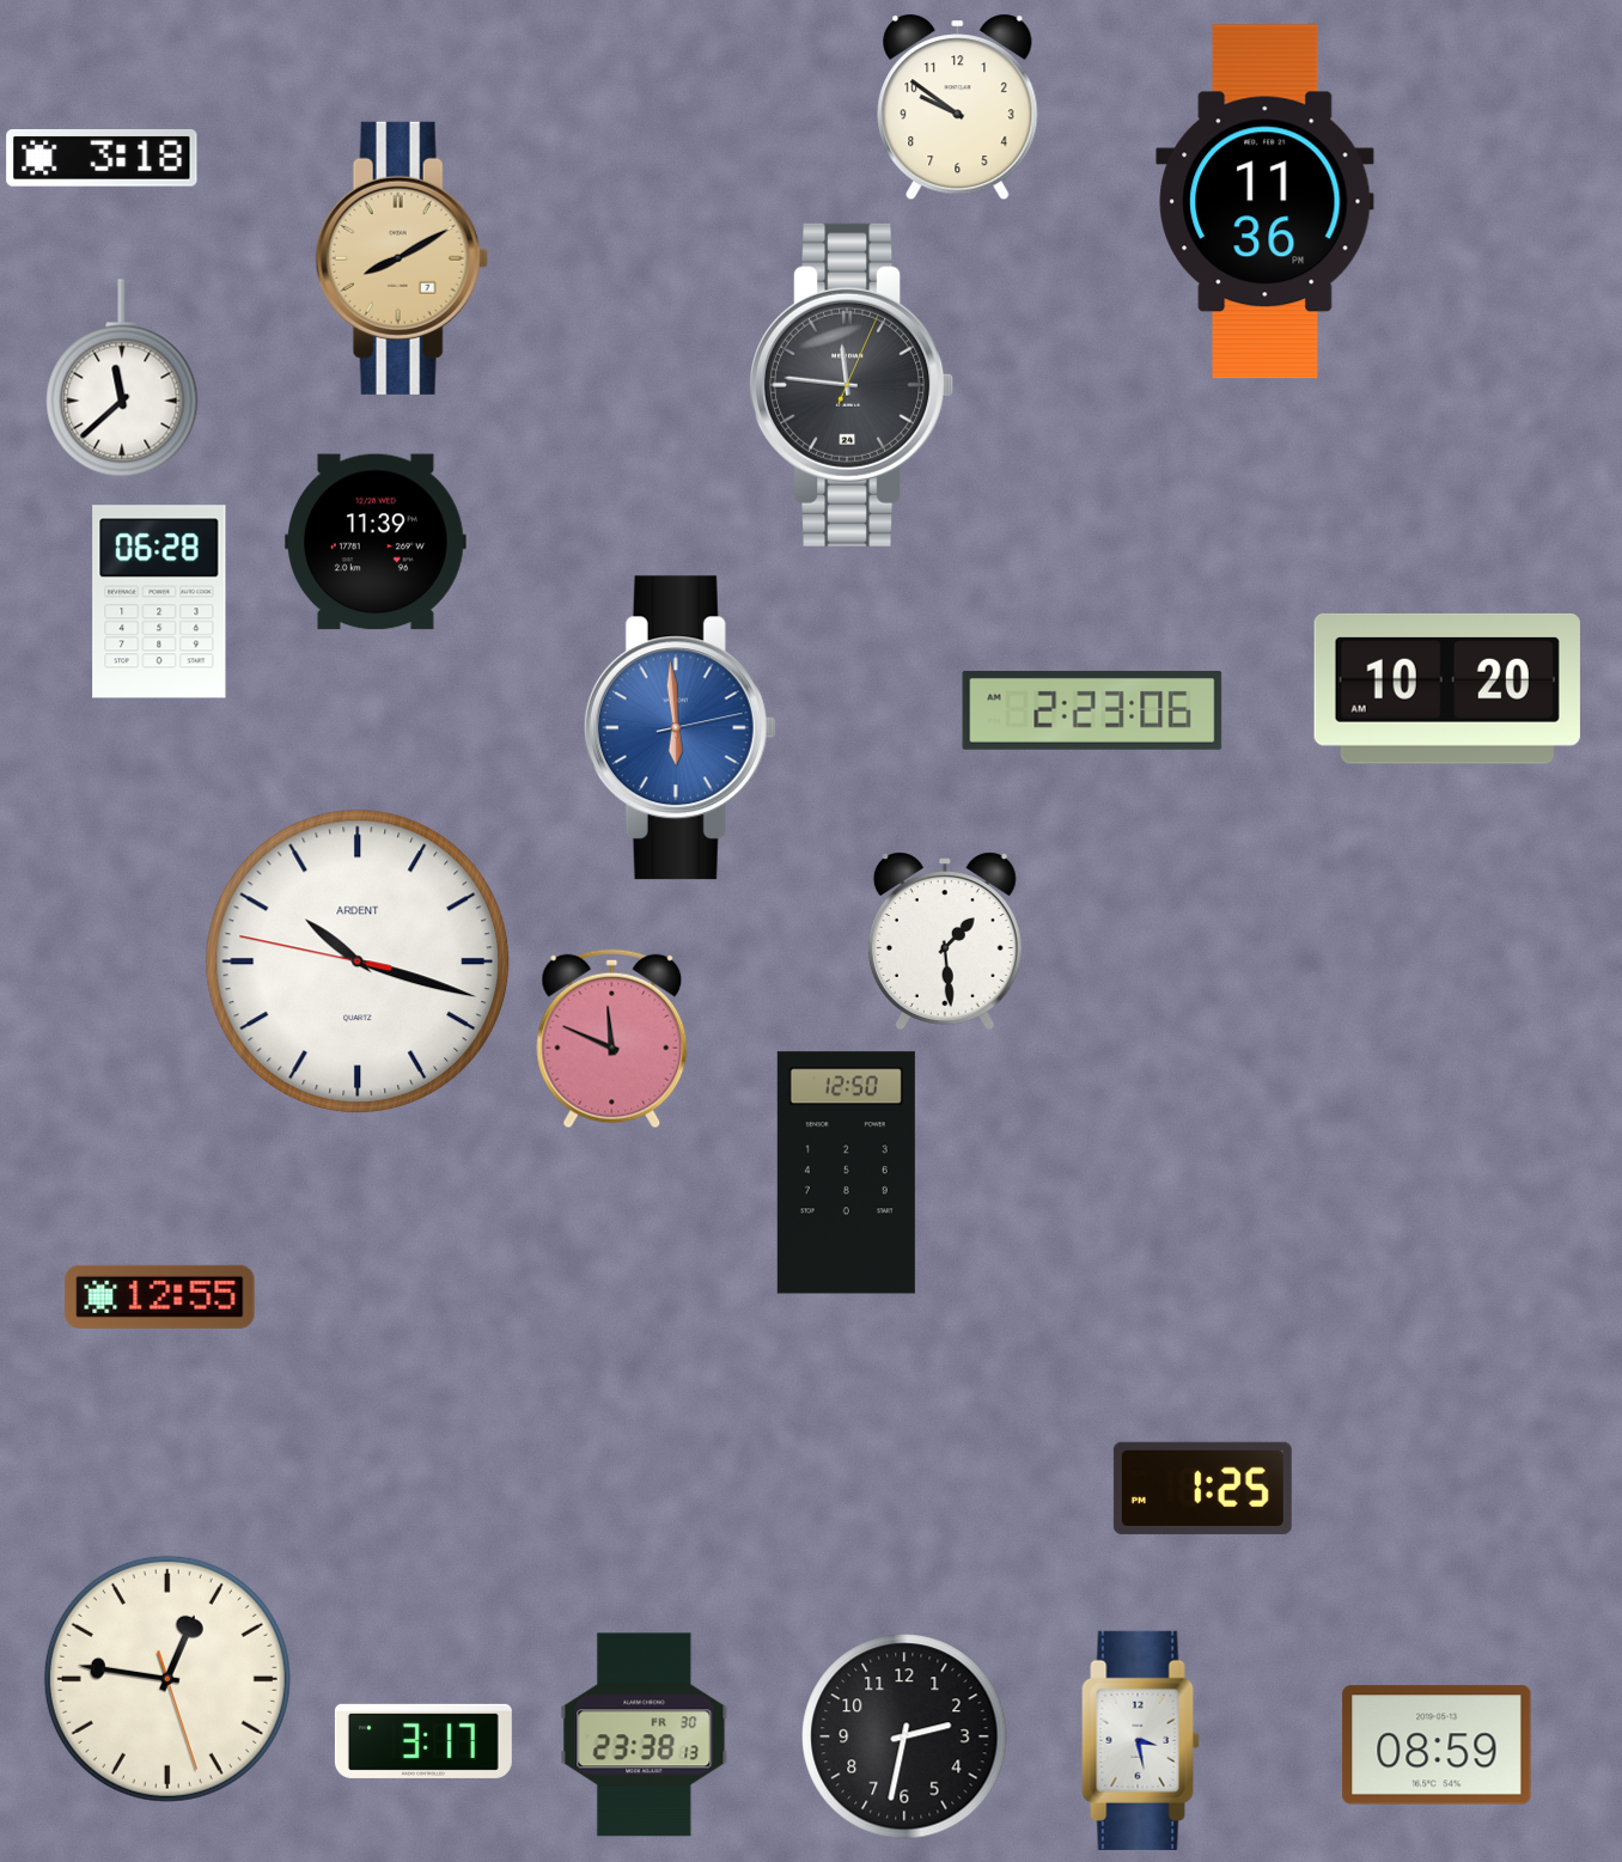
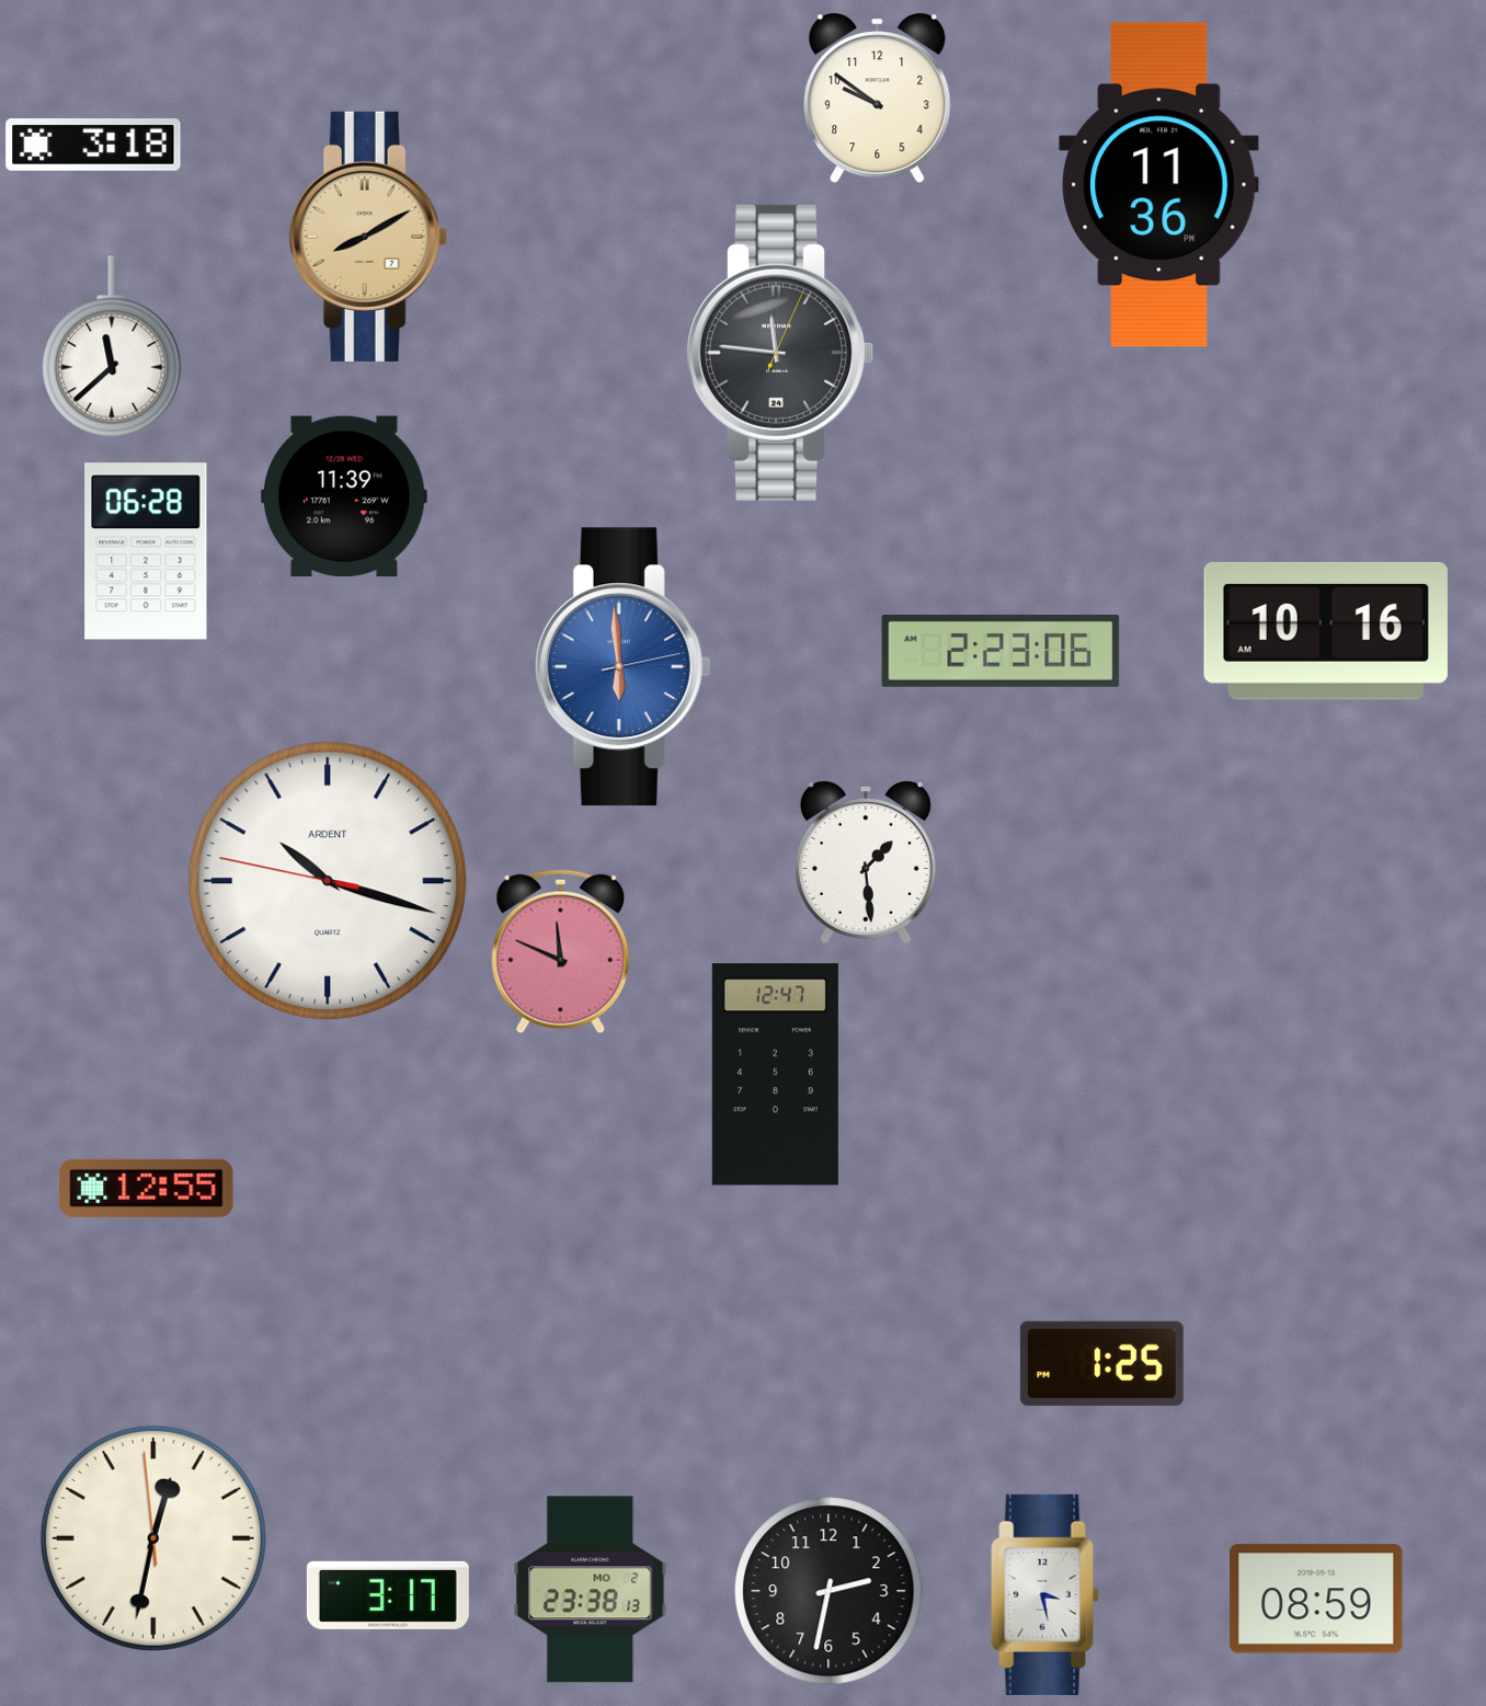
clock at (1447, 689): 10:20 -> 10:16
clock at (846, 1173): 12:50 -> 12:47
clock at (167, 1679): 12:46 -> 12:31
clock at (645, 1735) date: FR 30 -> MO 2
